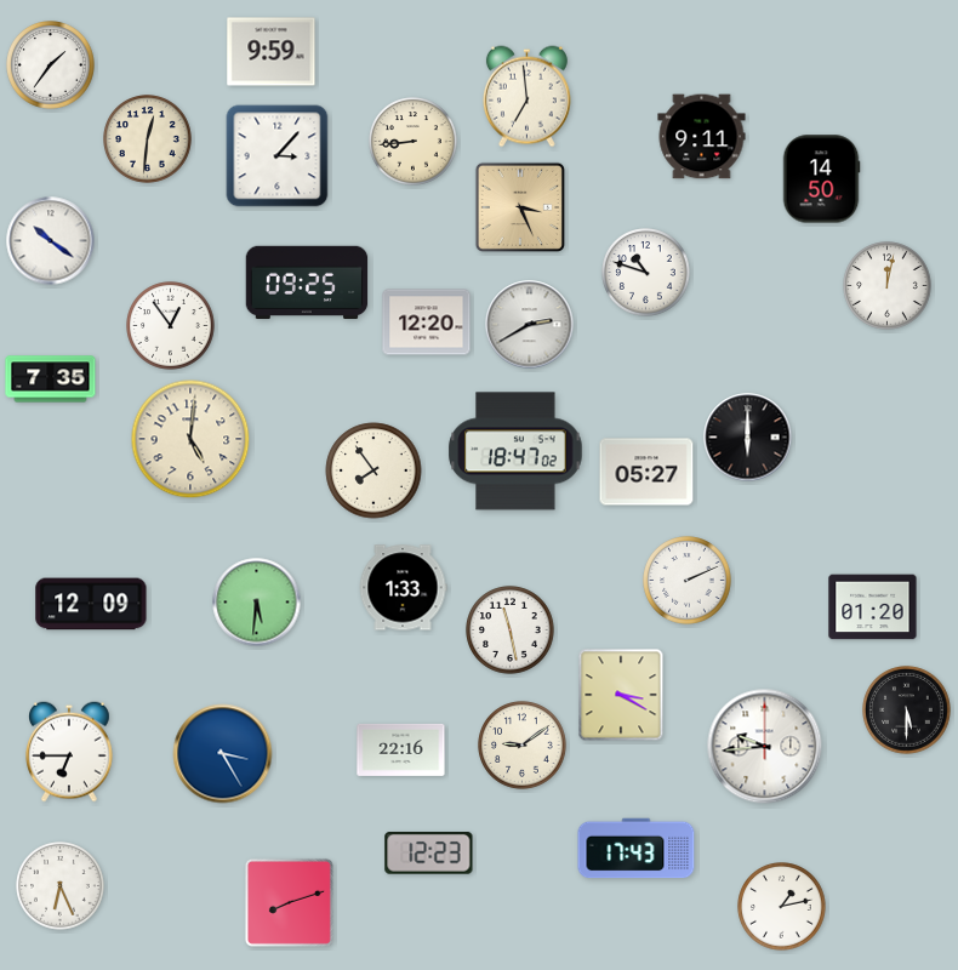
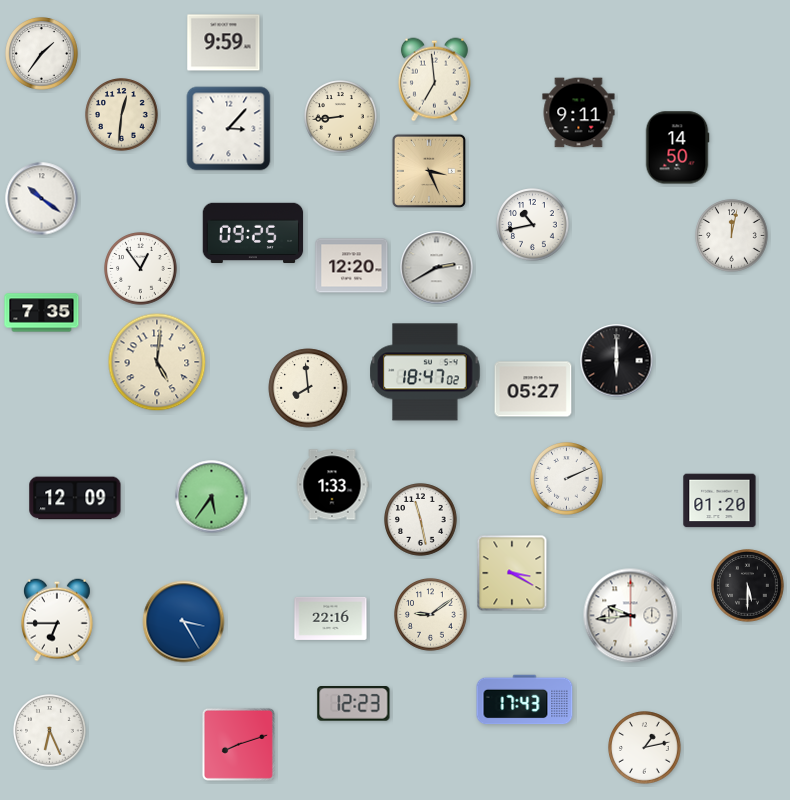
clock at (646, 273): 10:48 -> 10:43
clock at (373, 470): 7:54 -> 7:59
clock at (257, 603): 5:31 -> 5:36
